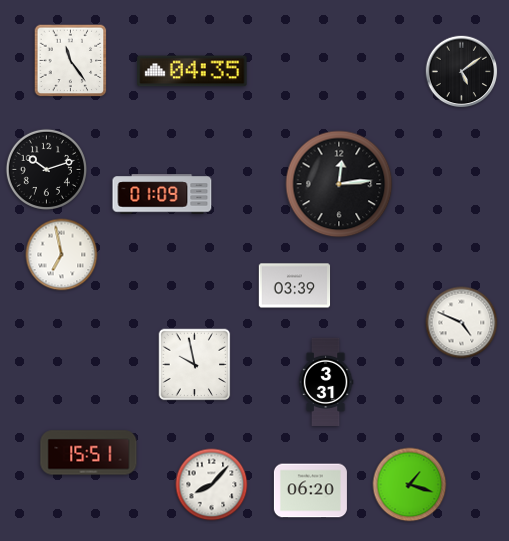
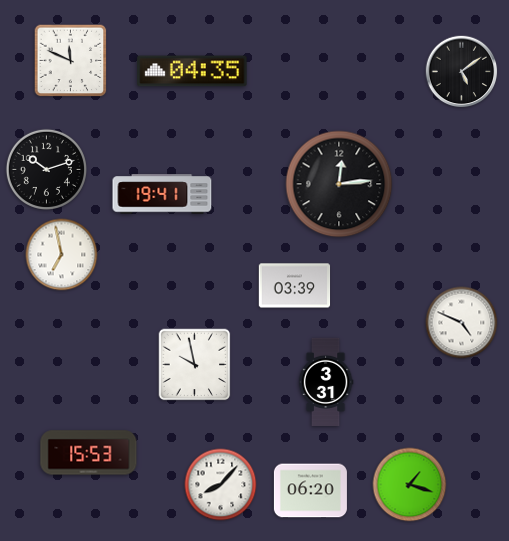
clock at (71, 61): 11:24 -> 11:49
clock at (162, 194): 01:09 -> 19:41
clock at (89, 453): 15:51 -> 15:53
clock at (212, 485) position: (212, 485) -> (221, 485)
